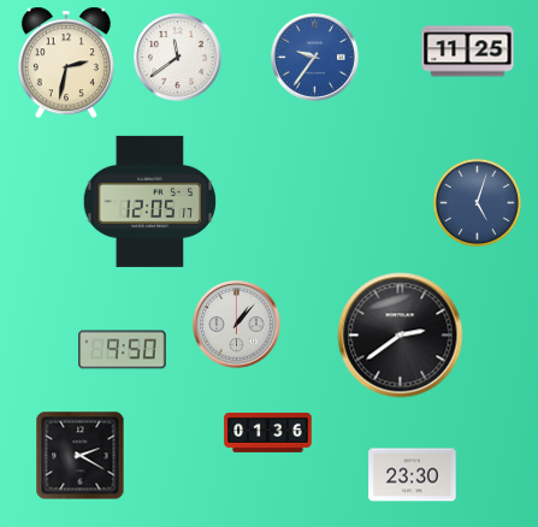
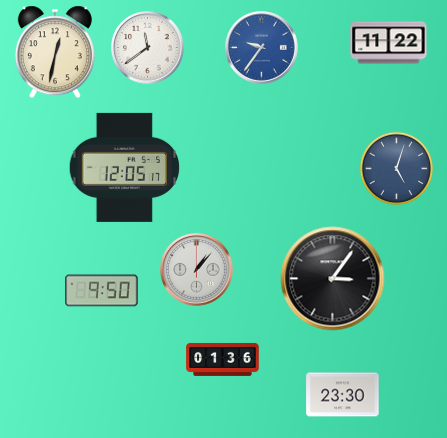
clock at (468, 52): 11:25 -> 11:22
clock at (66, 63): 2:32 -> 12:32
clock at (401, 336): 2:39 -> 3:06
clock at (81, 456): 2:20 -> none
